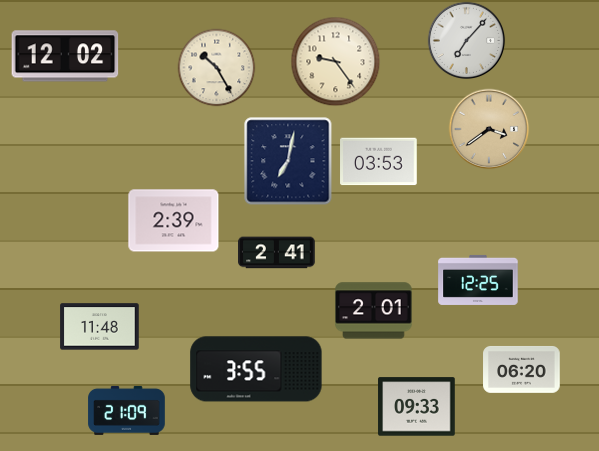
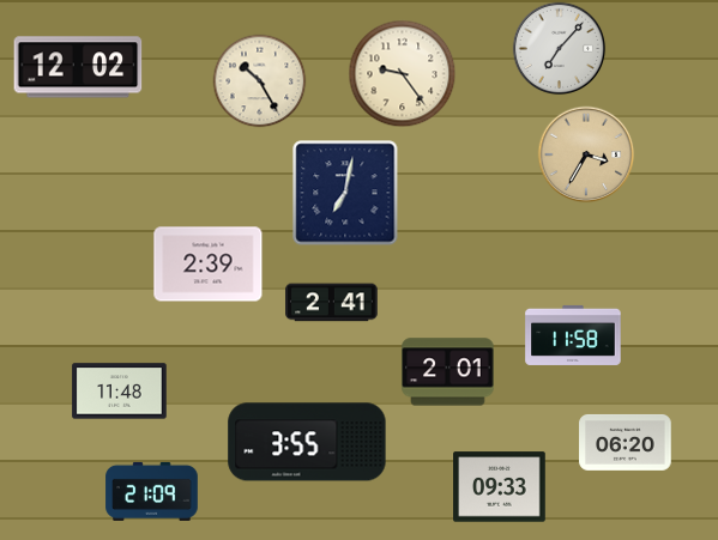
clock at (489, 129): 3:39 -> 3:35
clock at (379, 162): 03:53 -> none
clock at (478, 280): 12:25 -> 11:58
